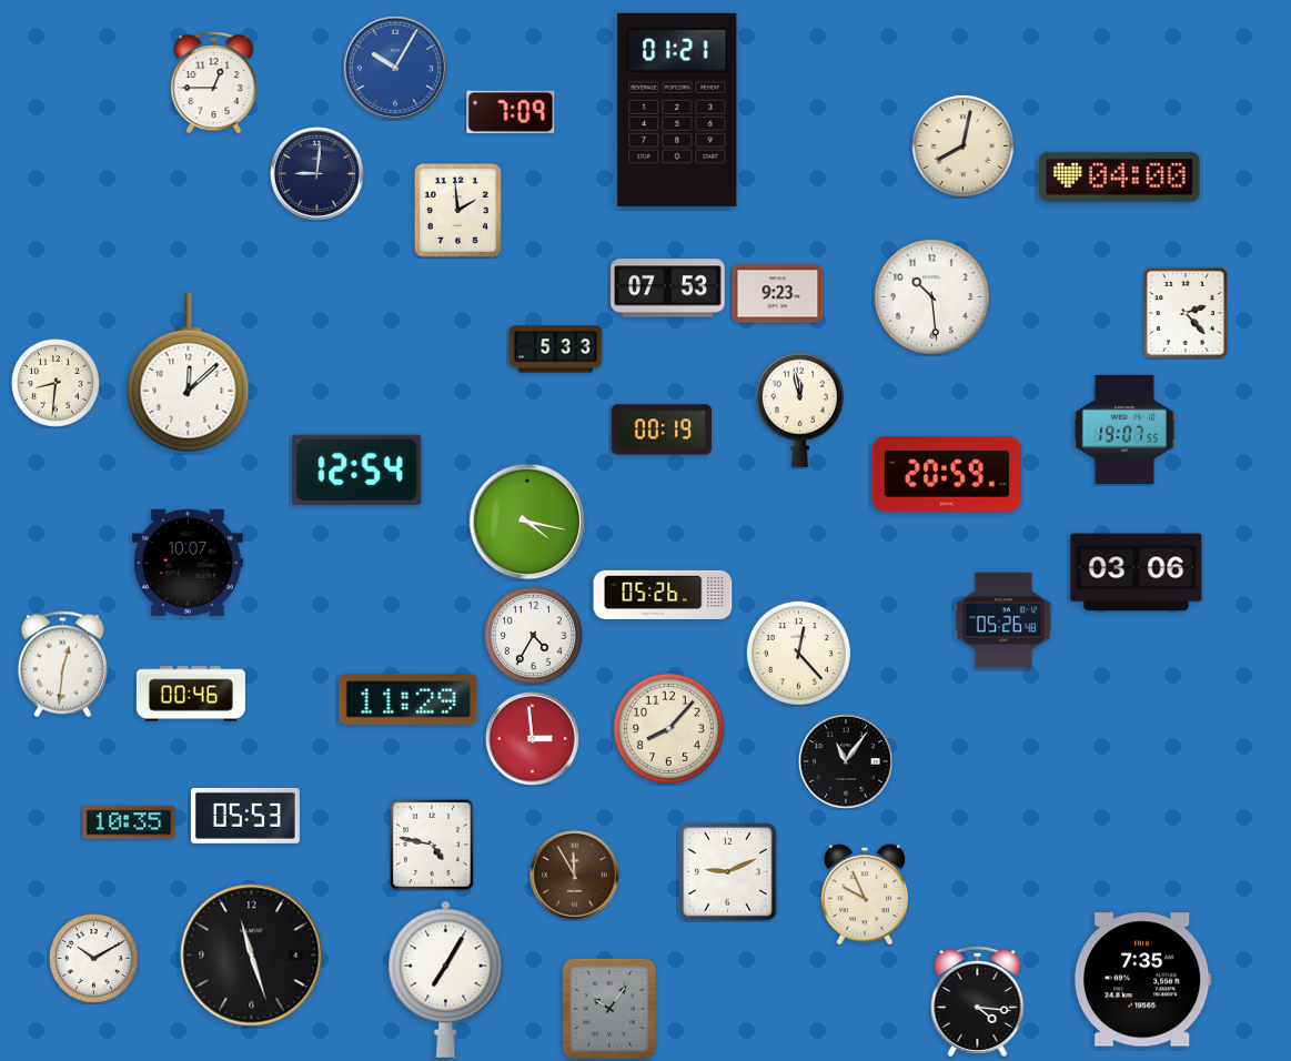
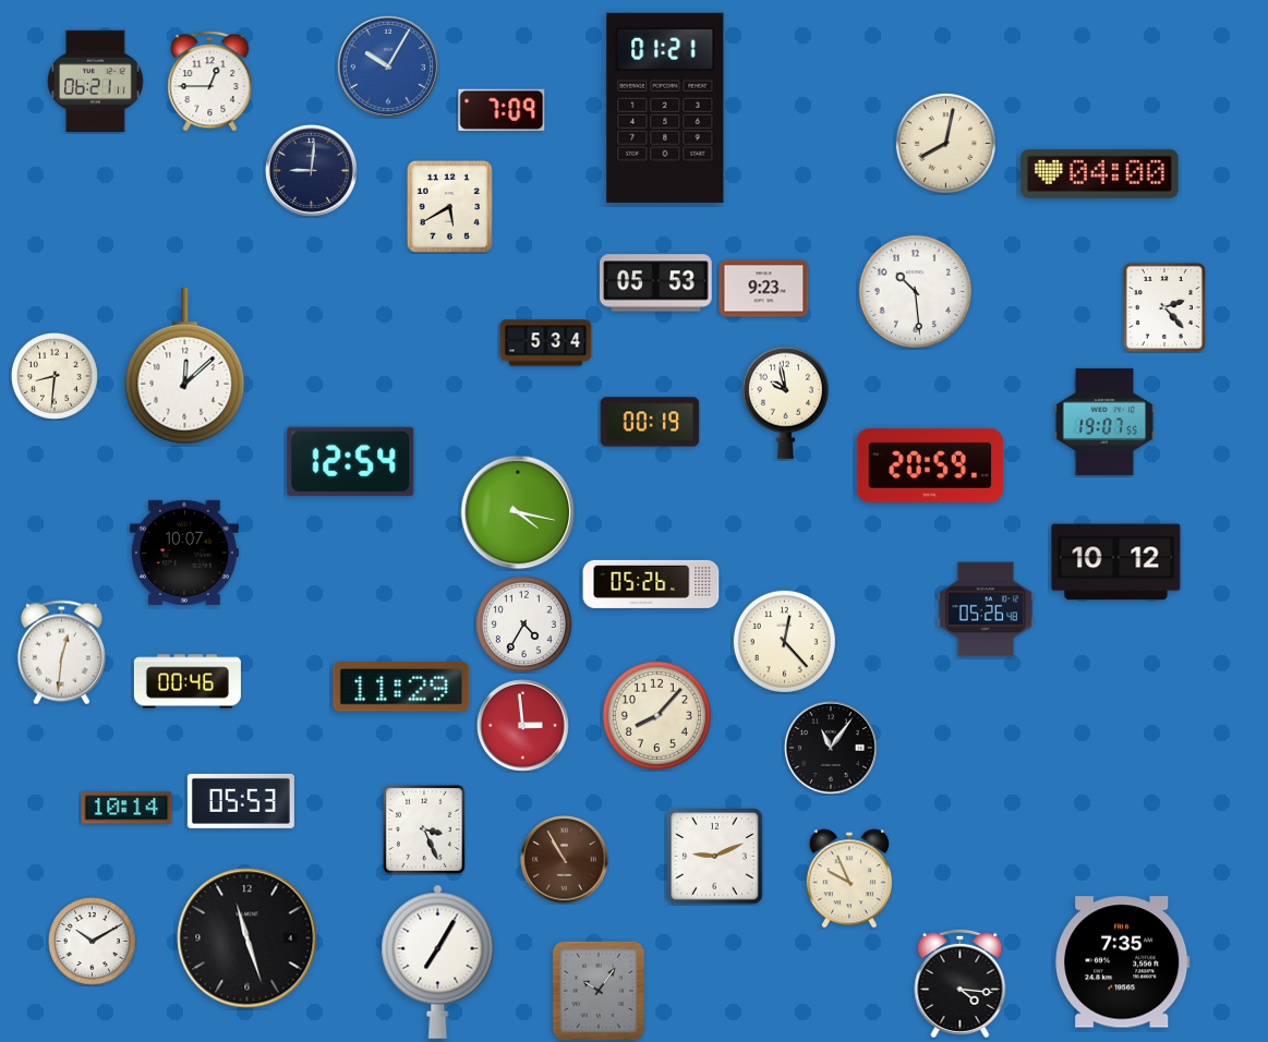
clock at (96, 82): none -> 06:21
clock at (457, 210): 1:59 -> 5:40
clock at (668, 289): 07:53 -> 05:53
clock at (556, 350): 5:33 -> 5:34
clock at (799, 410): 11:58 -> 9:58
clock at (1137, 573): 03:06 -> 10:12
clock at (129, 822): 10:35 -> 10:14
clock at (432, 845): 4:47 -> 3:26
clock at (575, 876): 11:55 -> 10:55
